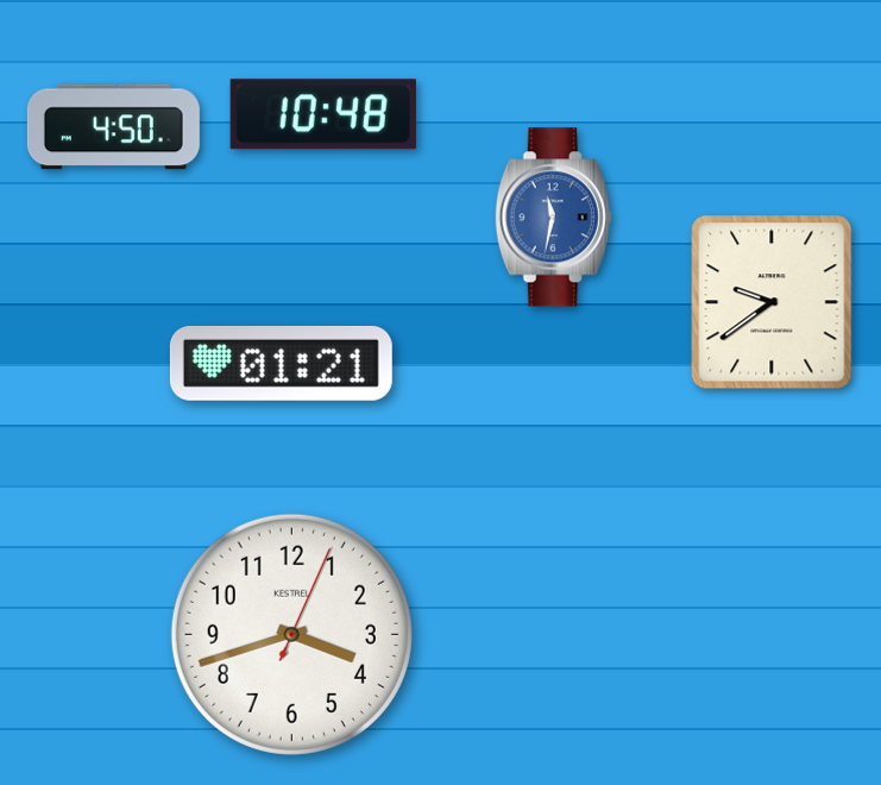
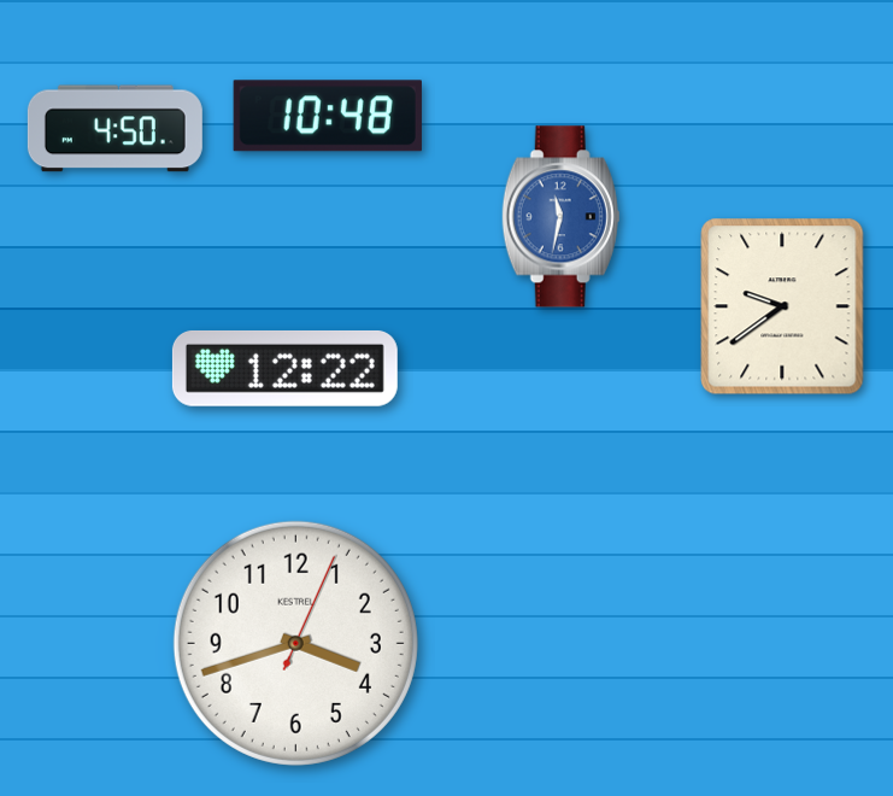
clock at (553, 218) position: (553, 218) -> (560, 217)
clock at (281, 363): 01:21 -> 12:22
